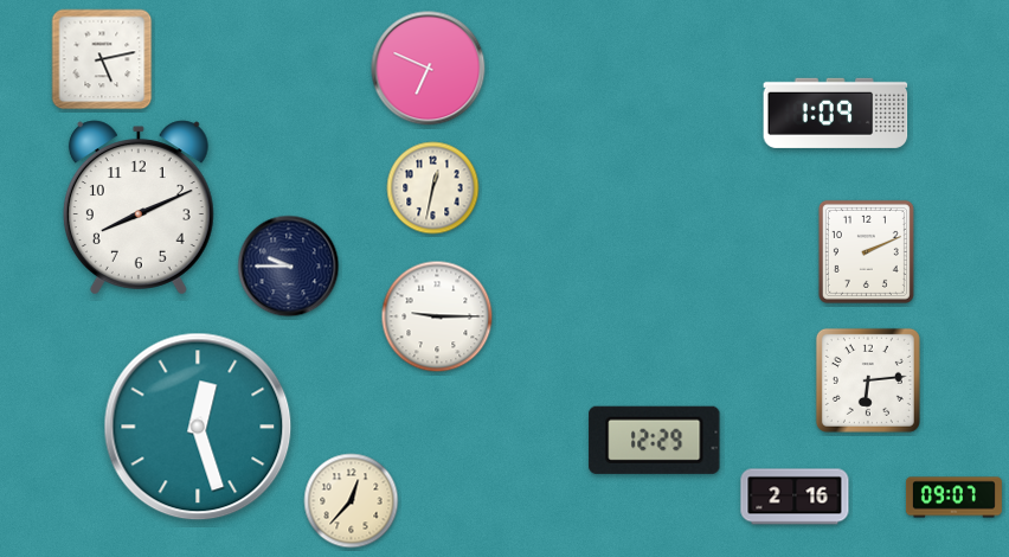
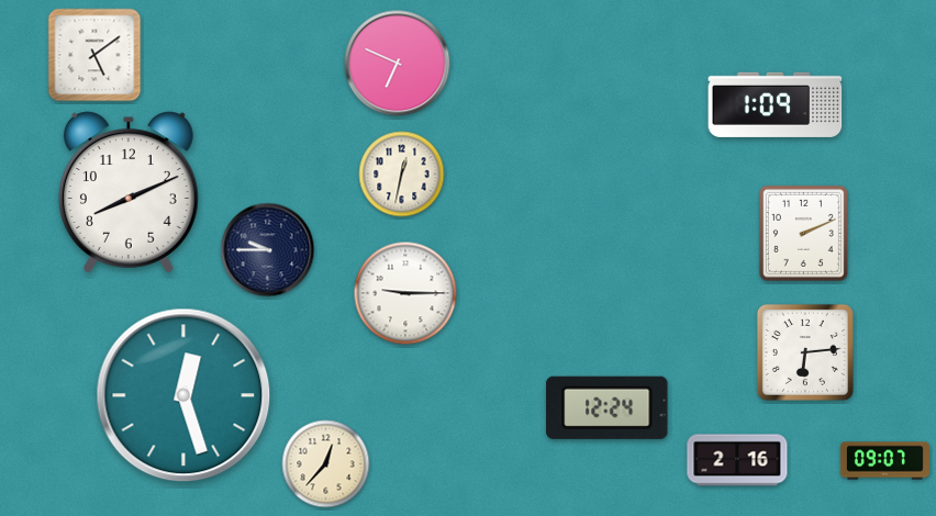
clock at (102, 59): 5:13 -> 5:09
clock at (289, 267) position: (289, 267) -> (268, 250)
clock at (655, 440): 12:29 -> 12:24
